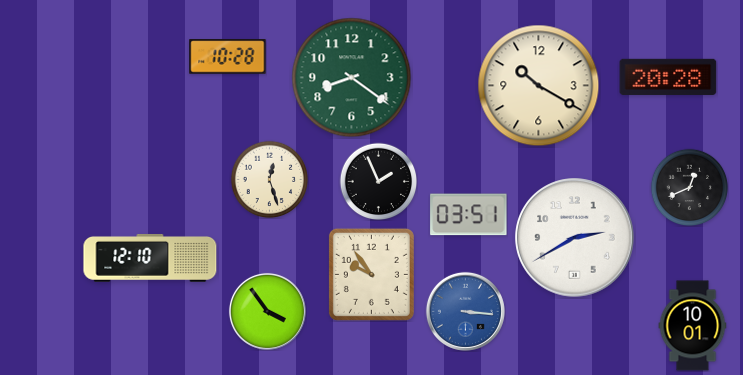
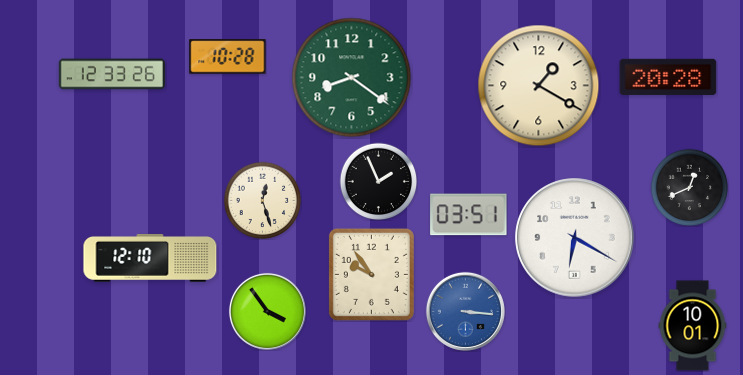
clock at (112, 74): none -> 12:33
clock at (539, 86): 10:20 -> 1:20
clock at (269, 179) position: (269, 179) -> (262, 200)
clock at (575, 238): 2:40 -> 6:20
